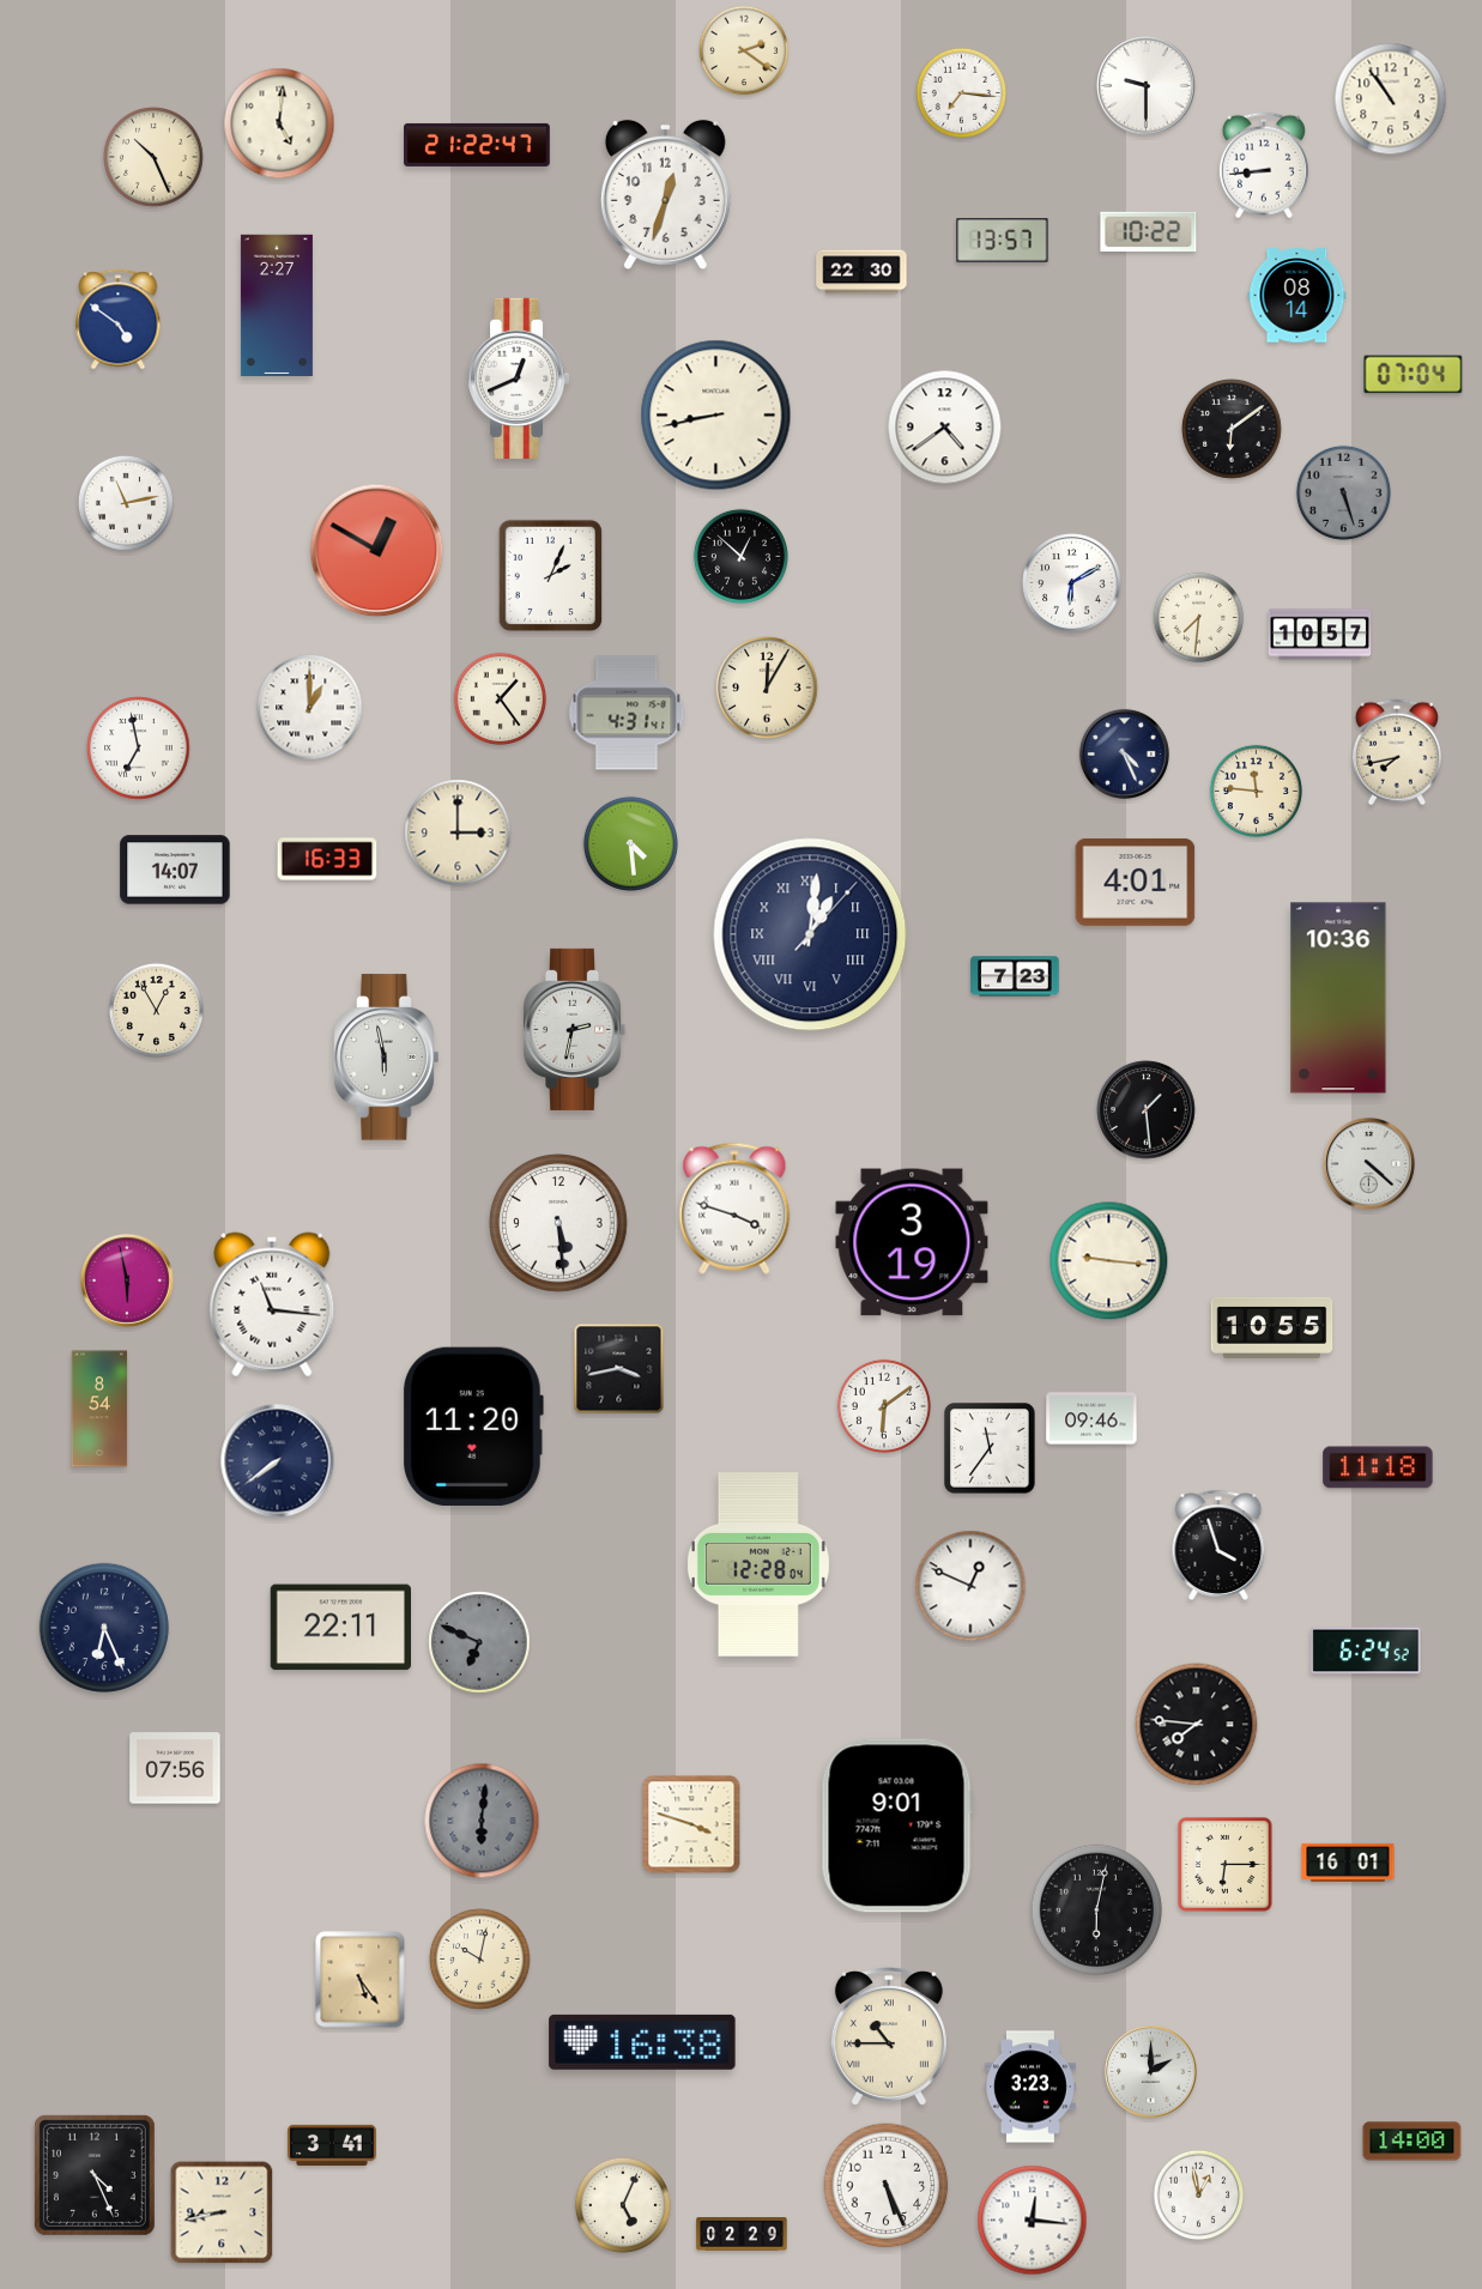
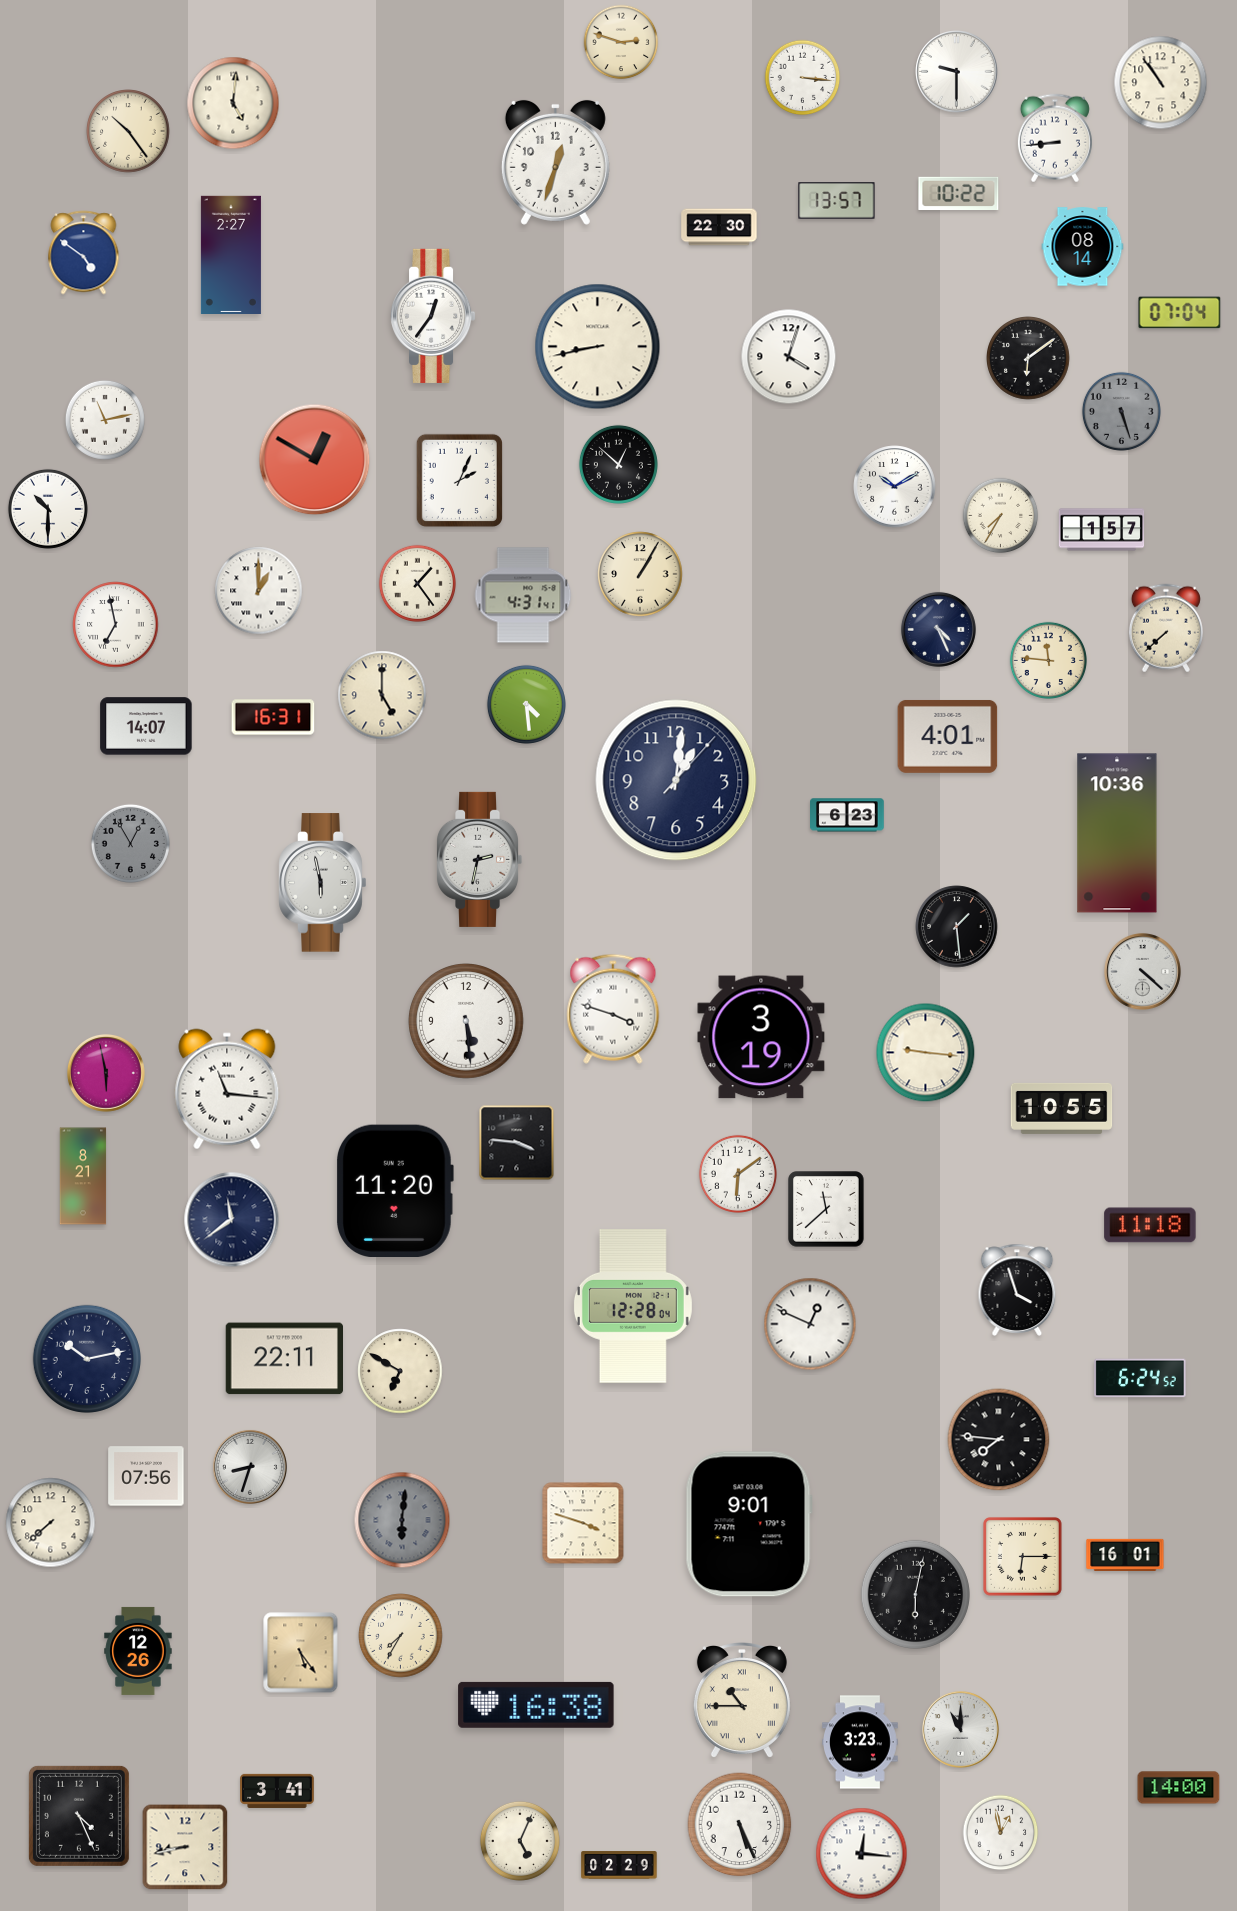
clock at (744, 50): 2:21 -> 2:48
clock at (962, 93): 7:16 -> 3:16
clock at (477, 145): 21:22 -> none
clock at (153, 157): 10:26 -> 10:24
clock at (119, 320) position: (119, 320) -> (84, 253)
clock at (519, 379): 12:41 -> 12:36
clock at (945, 428): 4:39 -> 4:03
clock at (1072, 583): 6:10 -> 10:10
clock at (48, 509): none -> 10:30
clock at (1199, 618): 7:31 -> 7:35
clock at (1320, 635): 10:57 -> 1:57
clock at (767, 688): 12:05 -> 1:05
clock at (1397, 752): 7:43 -> 7:38
clock at (458, 832): 3:00 -> 5:00
clock at (327, 859): 16:33 -> 16:31
clock at (810, 934) numerals: Roman -> Arabic
clock at (1015, 976): 7:23 -> 6:23
clock at (156, 1010) dial: cream -> grey
clock at (128, 1282) position: (128, 1282) -> (107, 1074)
clock at (619, 1369): 3:43 -> 3:46
clock at (99, 1409): 8:54 -> 8:21
clock at (1091, 1418): 09:46 -> none
clock at (990, 1448): 11:36 -> 11:38
clock at (278, 1461): 7:39 -> 11:39
clock at (103, 1627): 6:26 -> 10:13
clock at (479, 1642): 6:49 -> 6:50
clock at (479, 1642) dial: grey -> cream
clock at (250, 1467): none -> 8:33
clock at (51, 1523): none -> 7:38
clock at (691, 1824) position: (691, 1824) -> (583, 1523)
clock at (480, 1960): 10:02 -> 7:35
clock at (138, 1651): none -> 12:26
clock at (1150, 2071): 2:00 -> 11:00
